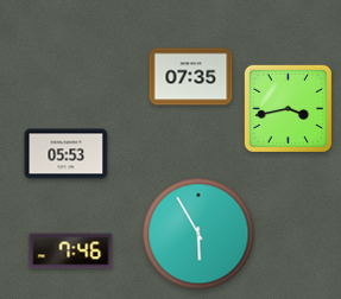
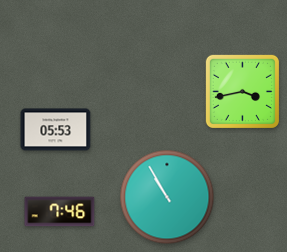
clock at (191, 77): 07:35 -> none
clock at (198, 234): 5:55 -> 10:55
